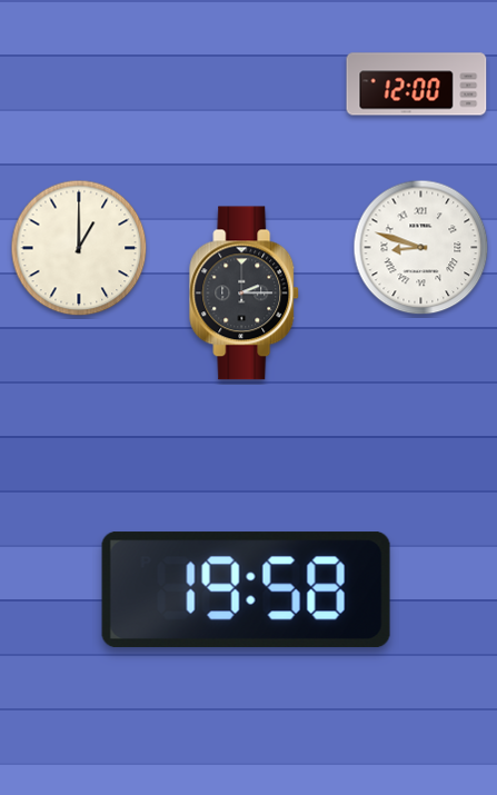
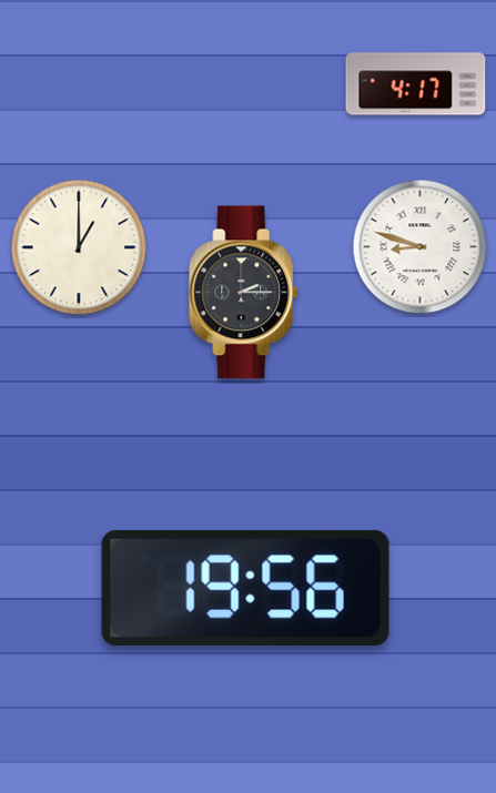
clock at (417, 85): 12:00 -> 4:17
clock at (246, 590): 19:58 -> 19:56
